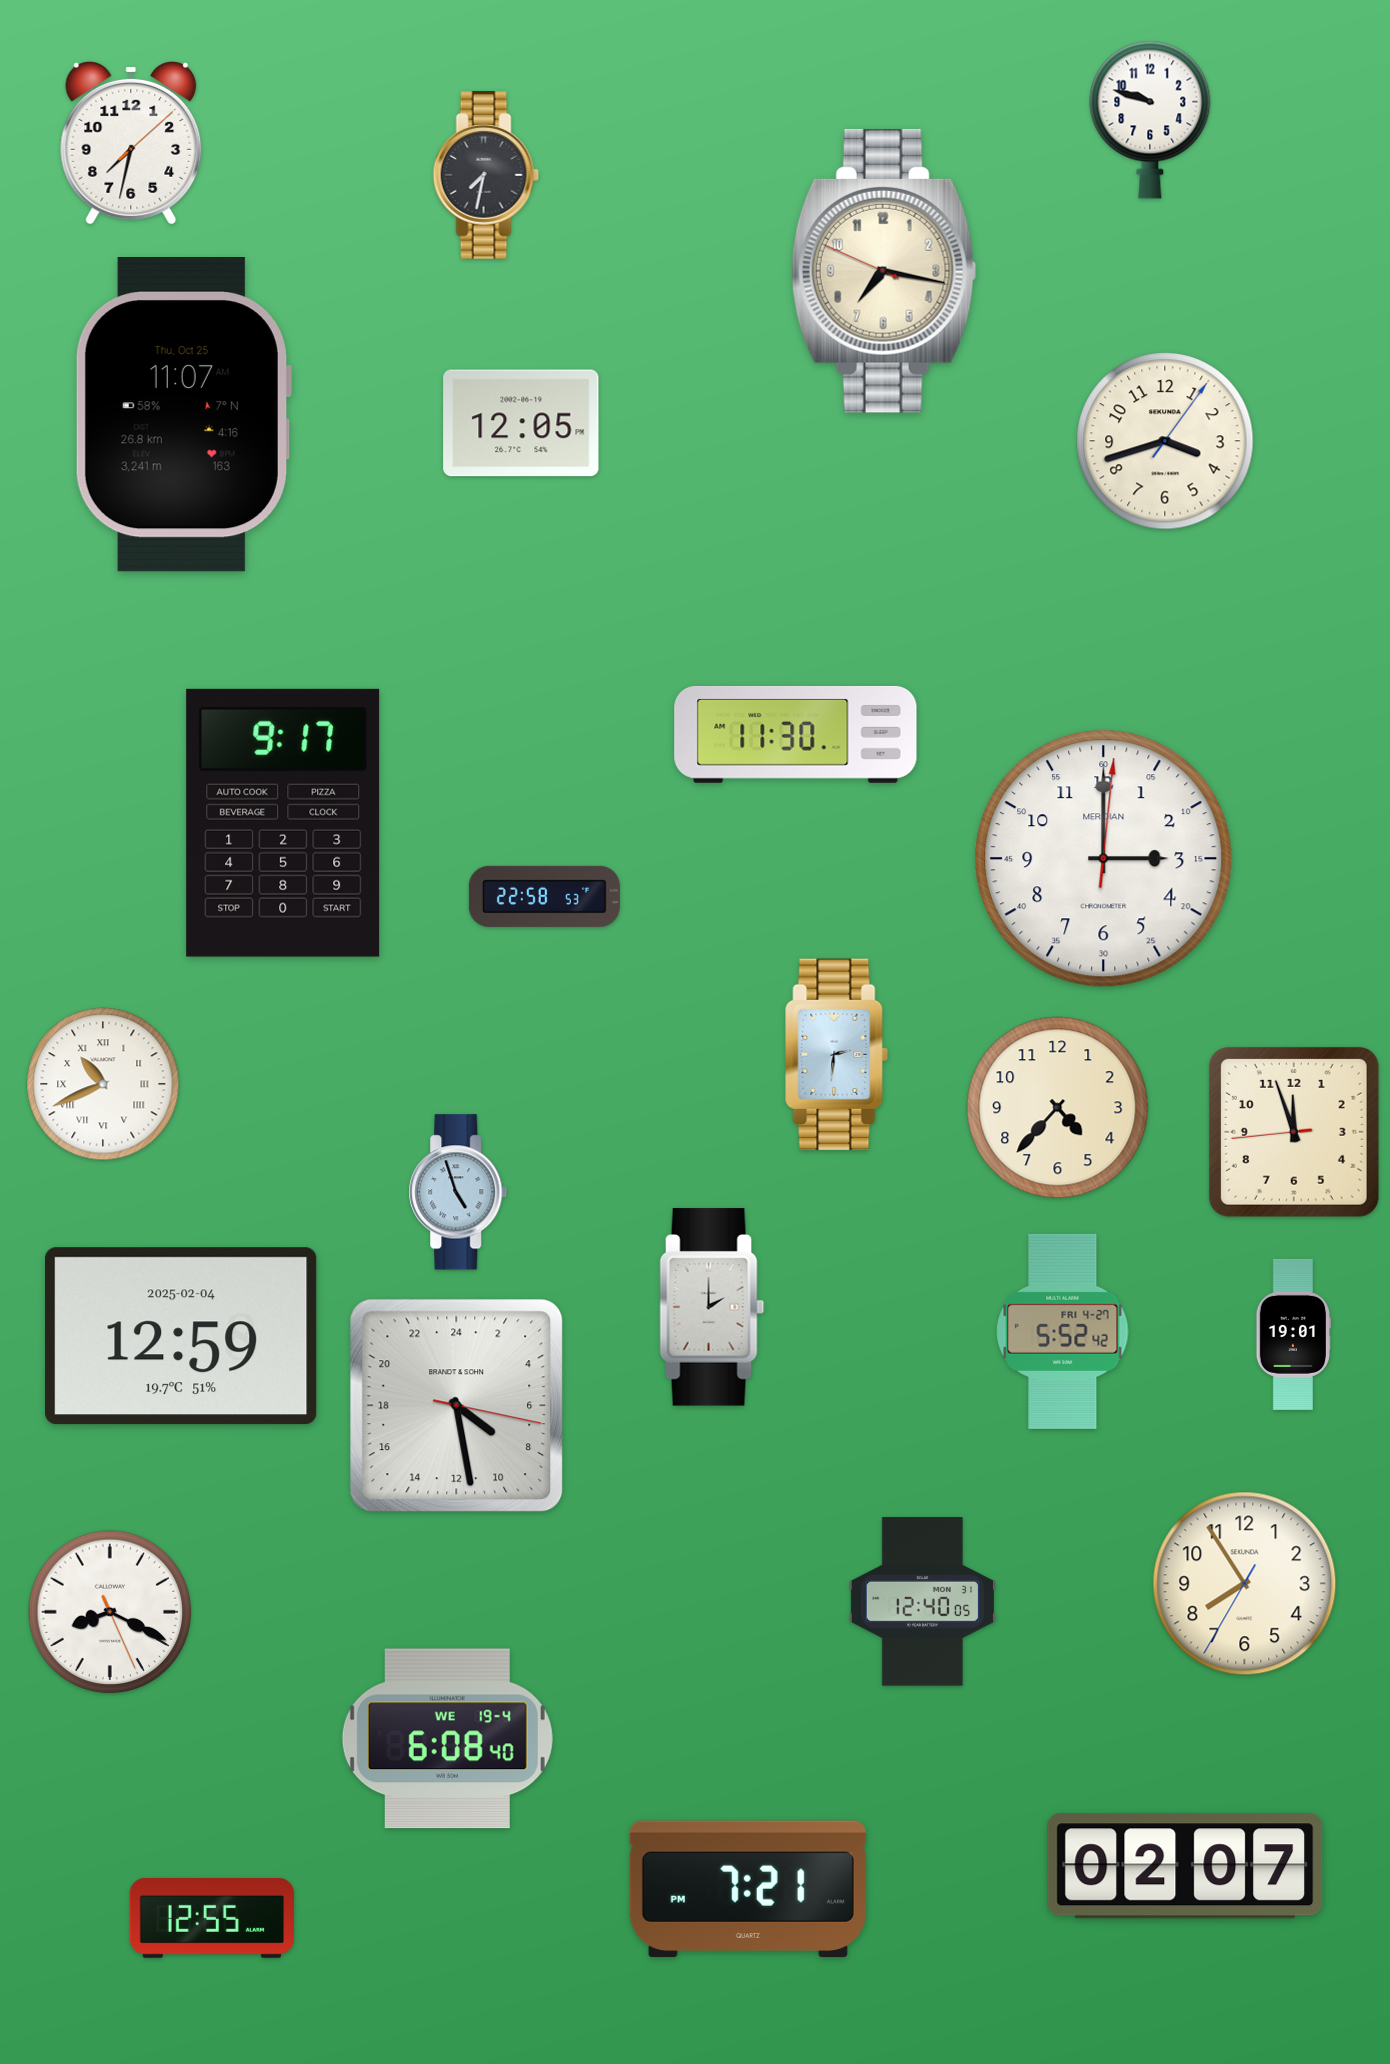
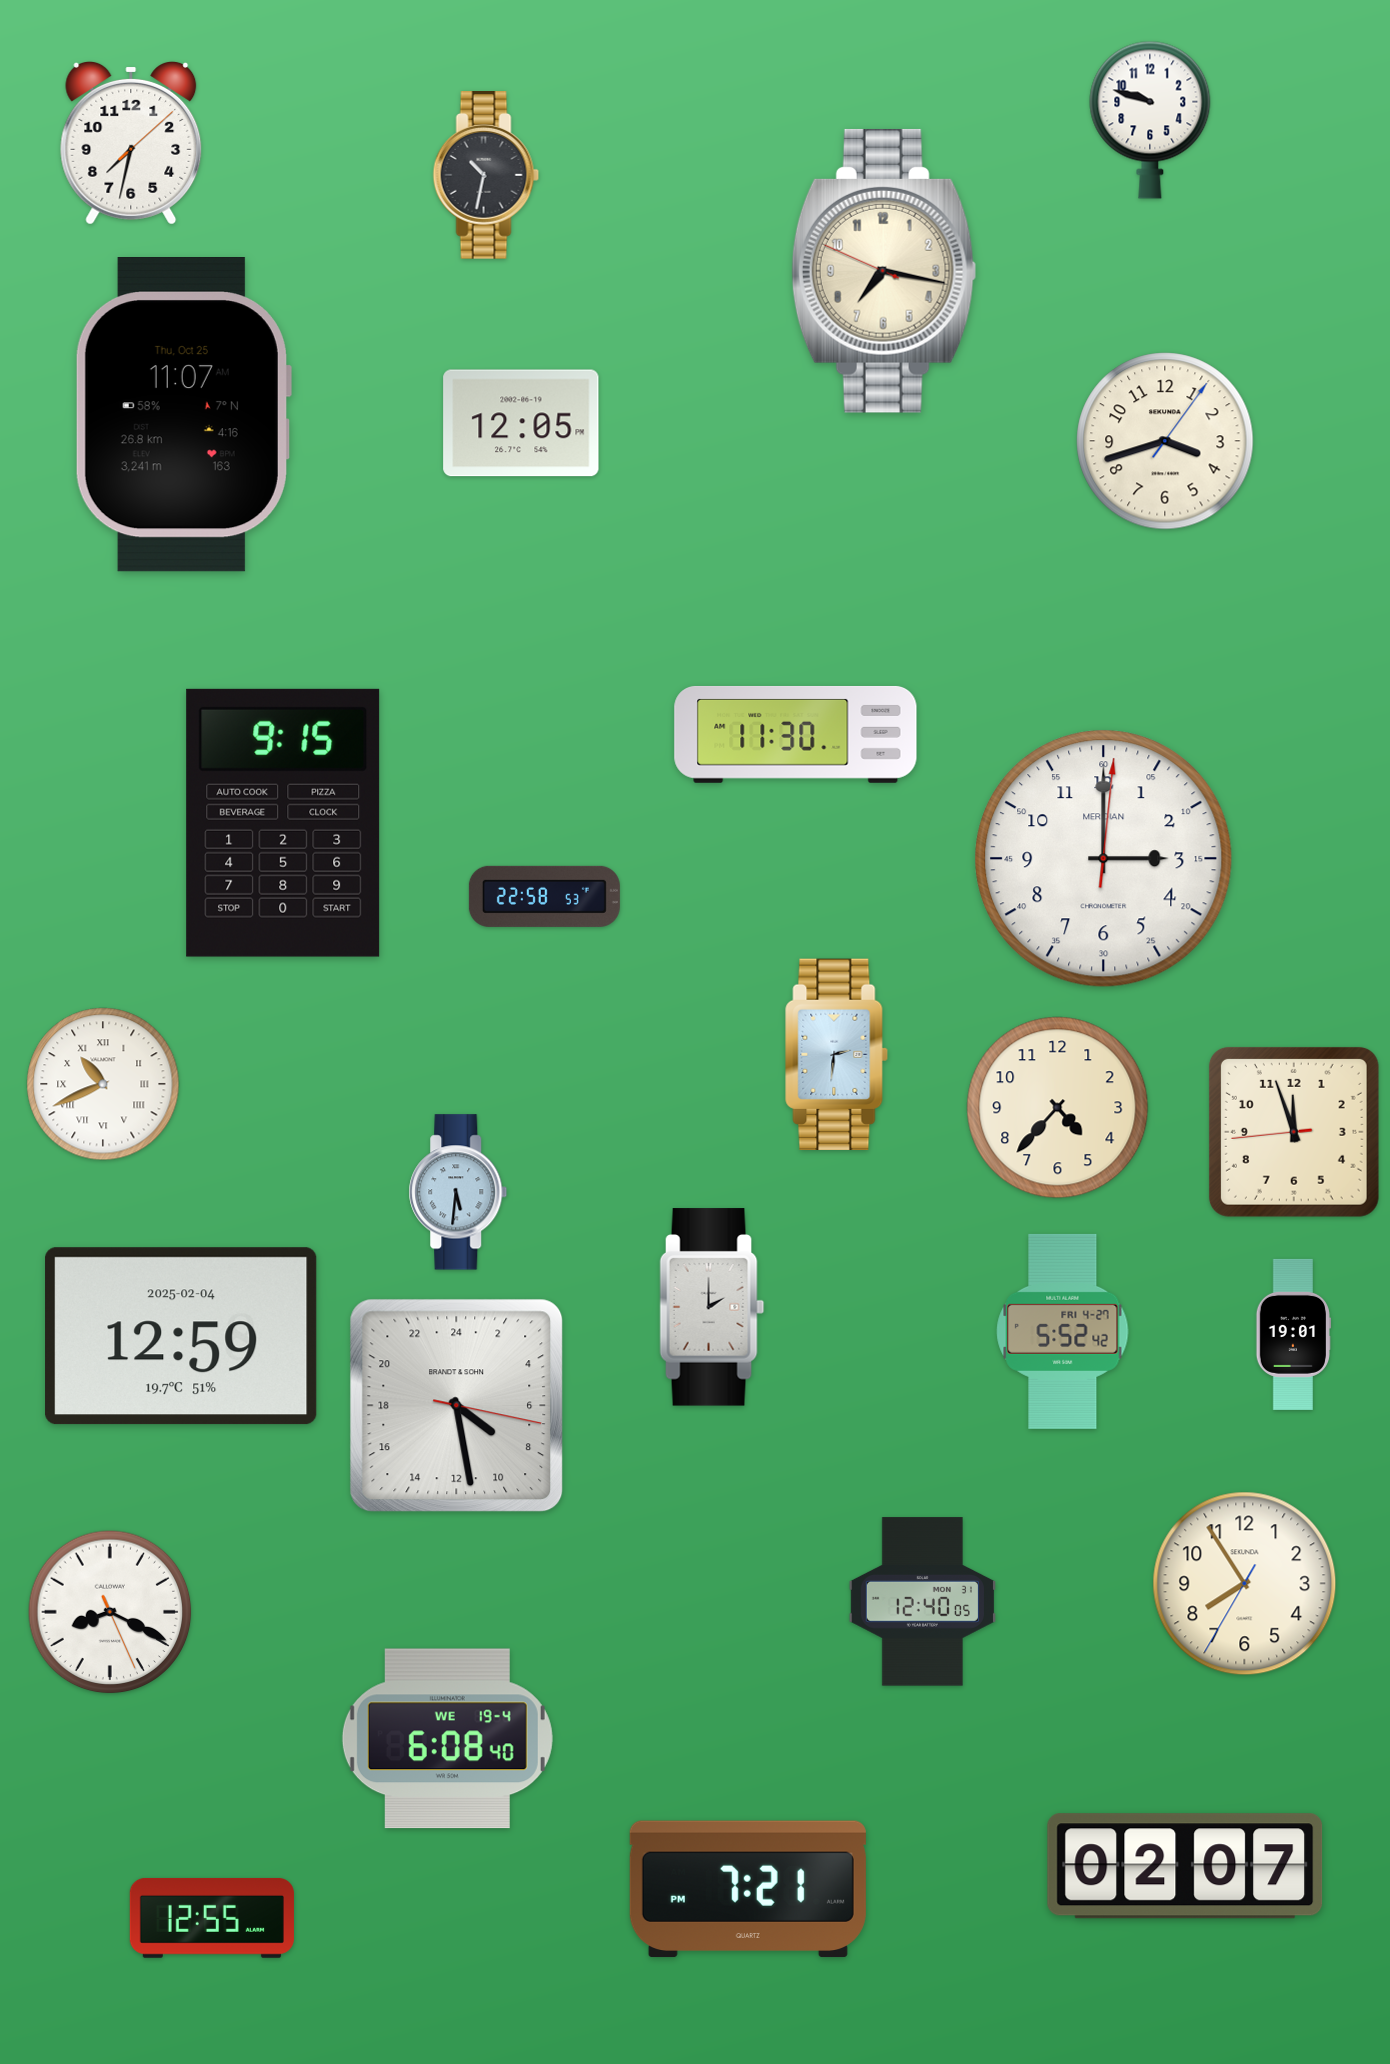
clock at (486, 176): 7:32 -> 10:32
clock at (283, 823): 9:17 -> 9:15
clock at (458, 1192): 4:57 -> 5:31
